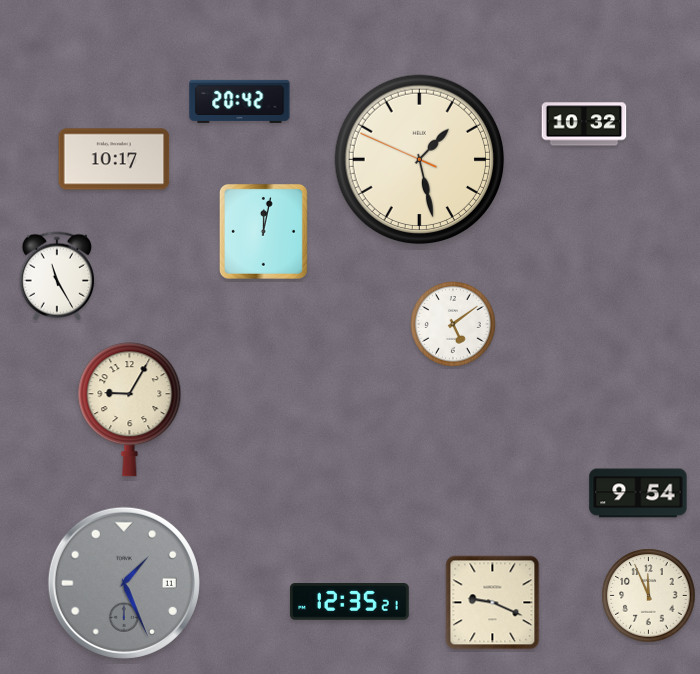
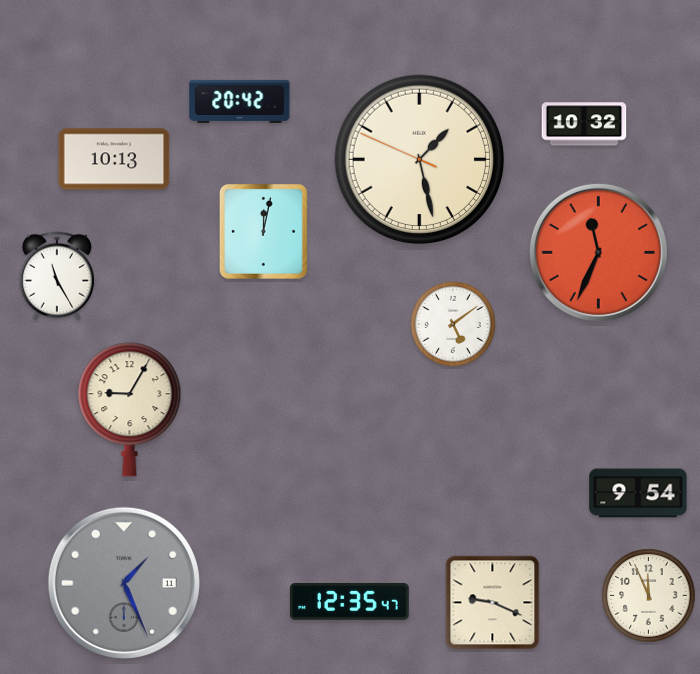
clock at (114, 159): 10:17 -> 10:13
clock at (598, 252): none -> 11:34
clock at (349, 602): 12:35:21 -> 12:35:47
